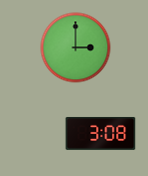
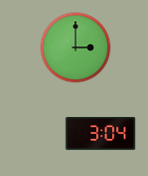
clock at (101, 133): 3:08 -> 3:04
